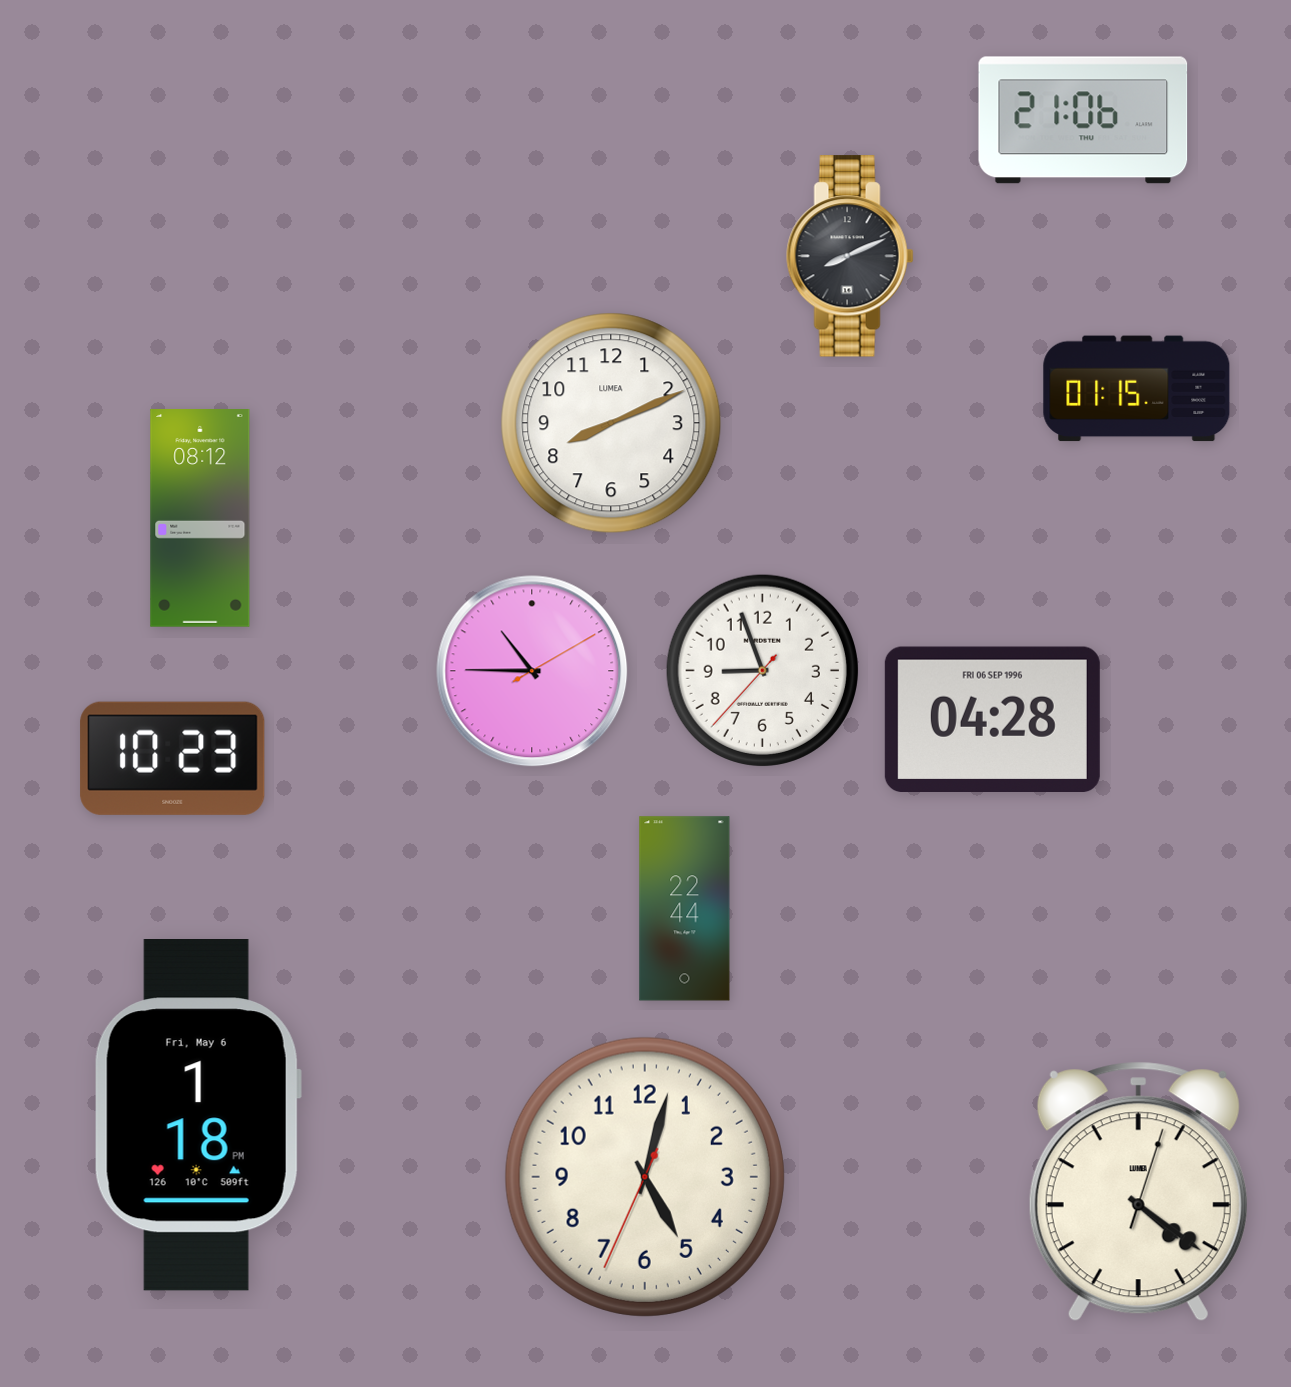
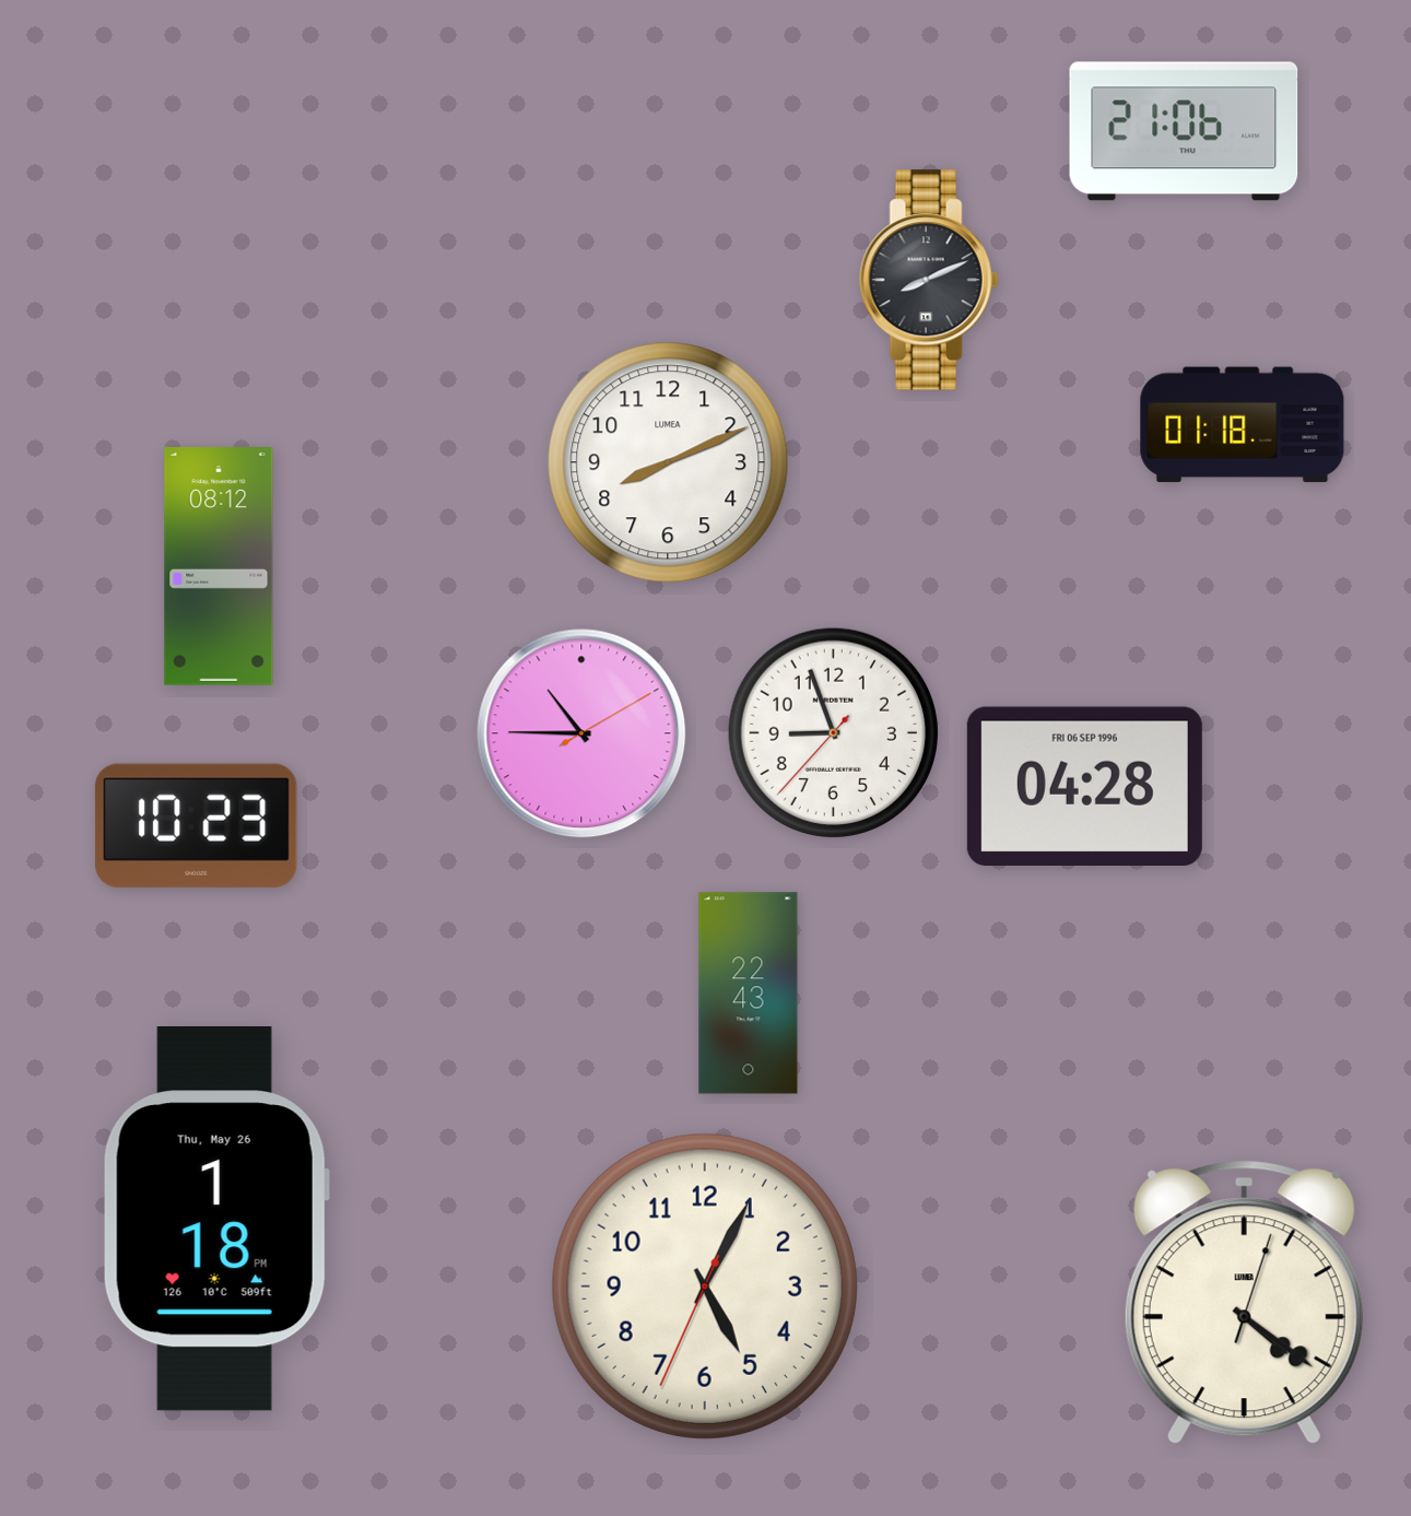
clock at (1137, 389): 01:15 -> 01:18
clock at (173, 758) position: (173, 758) -> (197, 825)
clock at (685, 909): 22:44 -> 22:43
clock at (198, 1116) date: Fri, May 6 -> Thu, May 26
clock at (645, 1177): 5:02 -> 5:04
